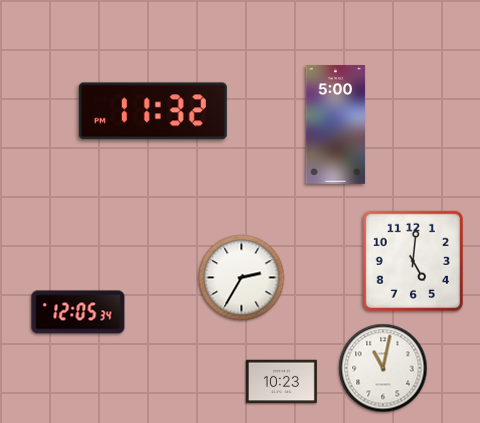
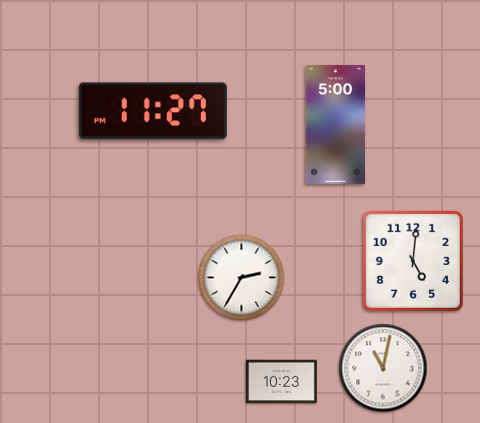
clock at (153, 111): 11:32 -> 11:27
clock at (78, 312): 12:05 -> none
